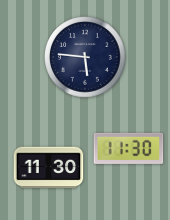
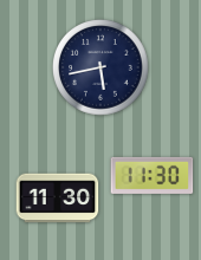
clock at (86, 58): 5:46 -> 5:43
